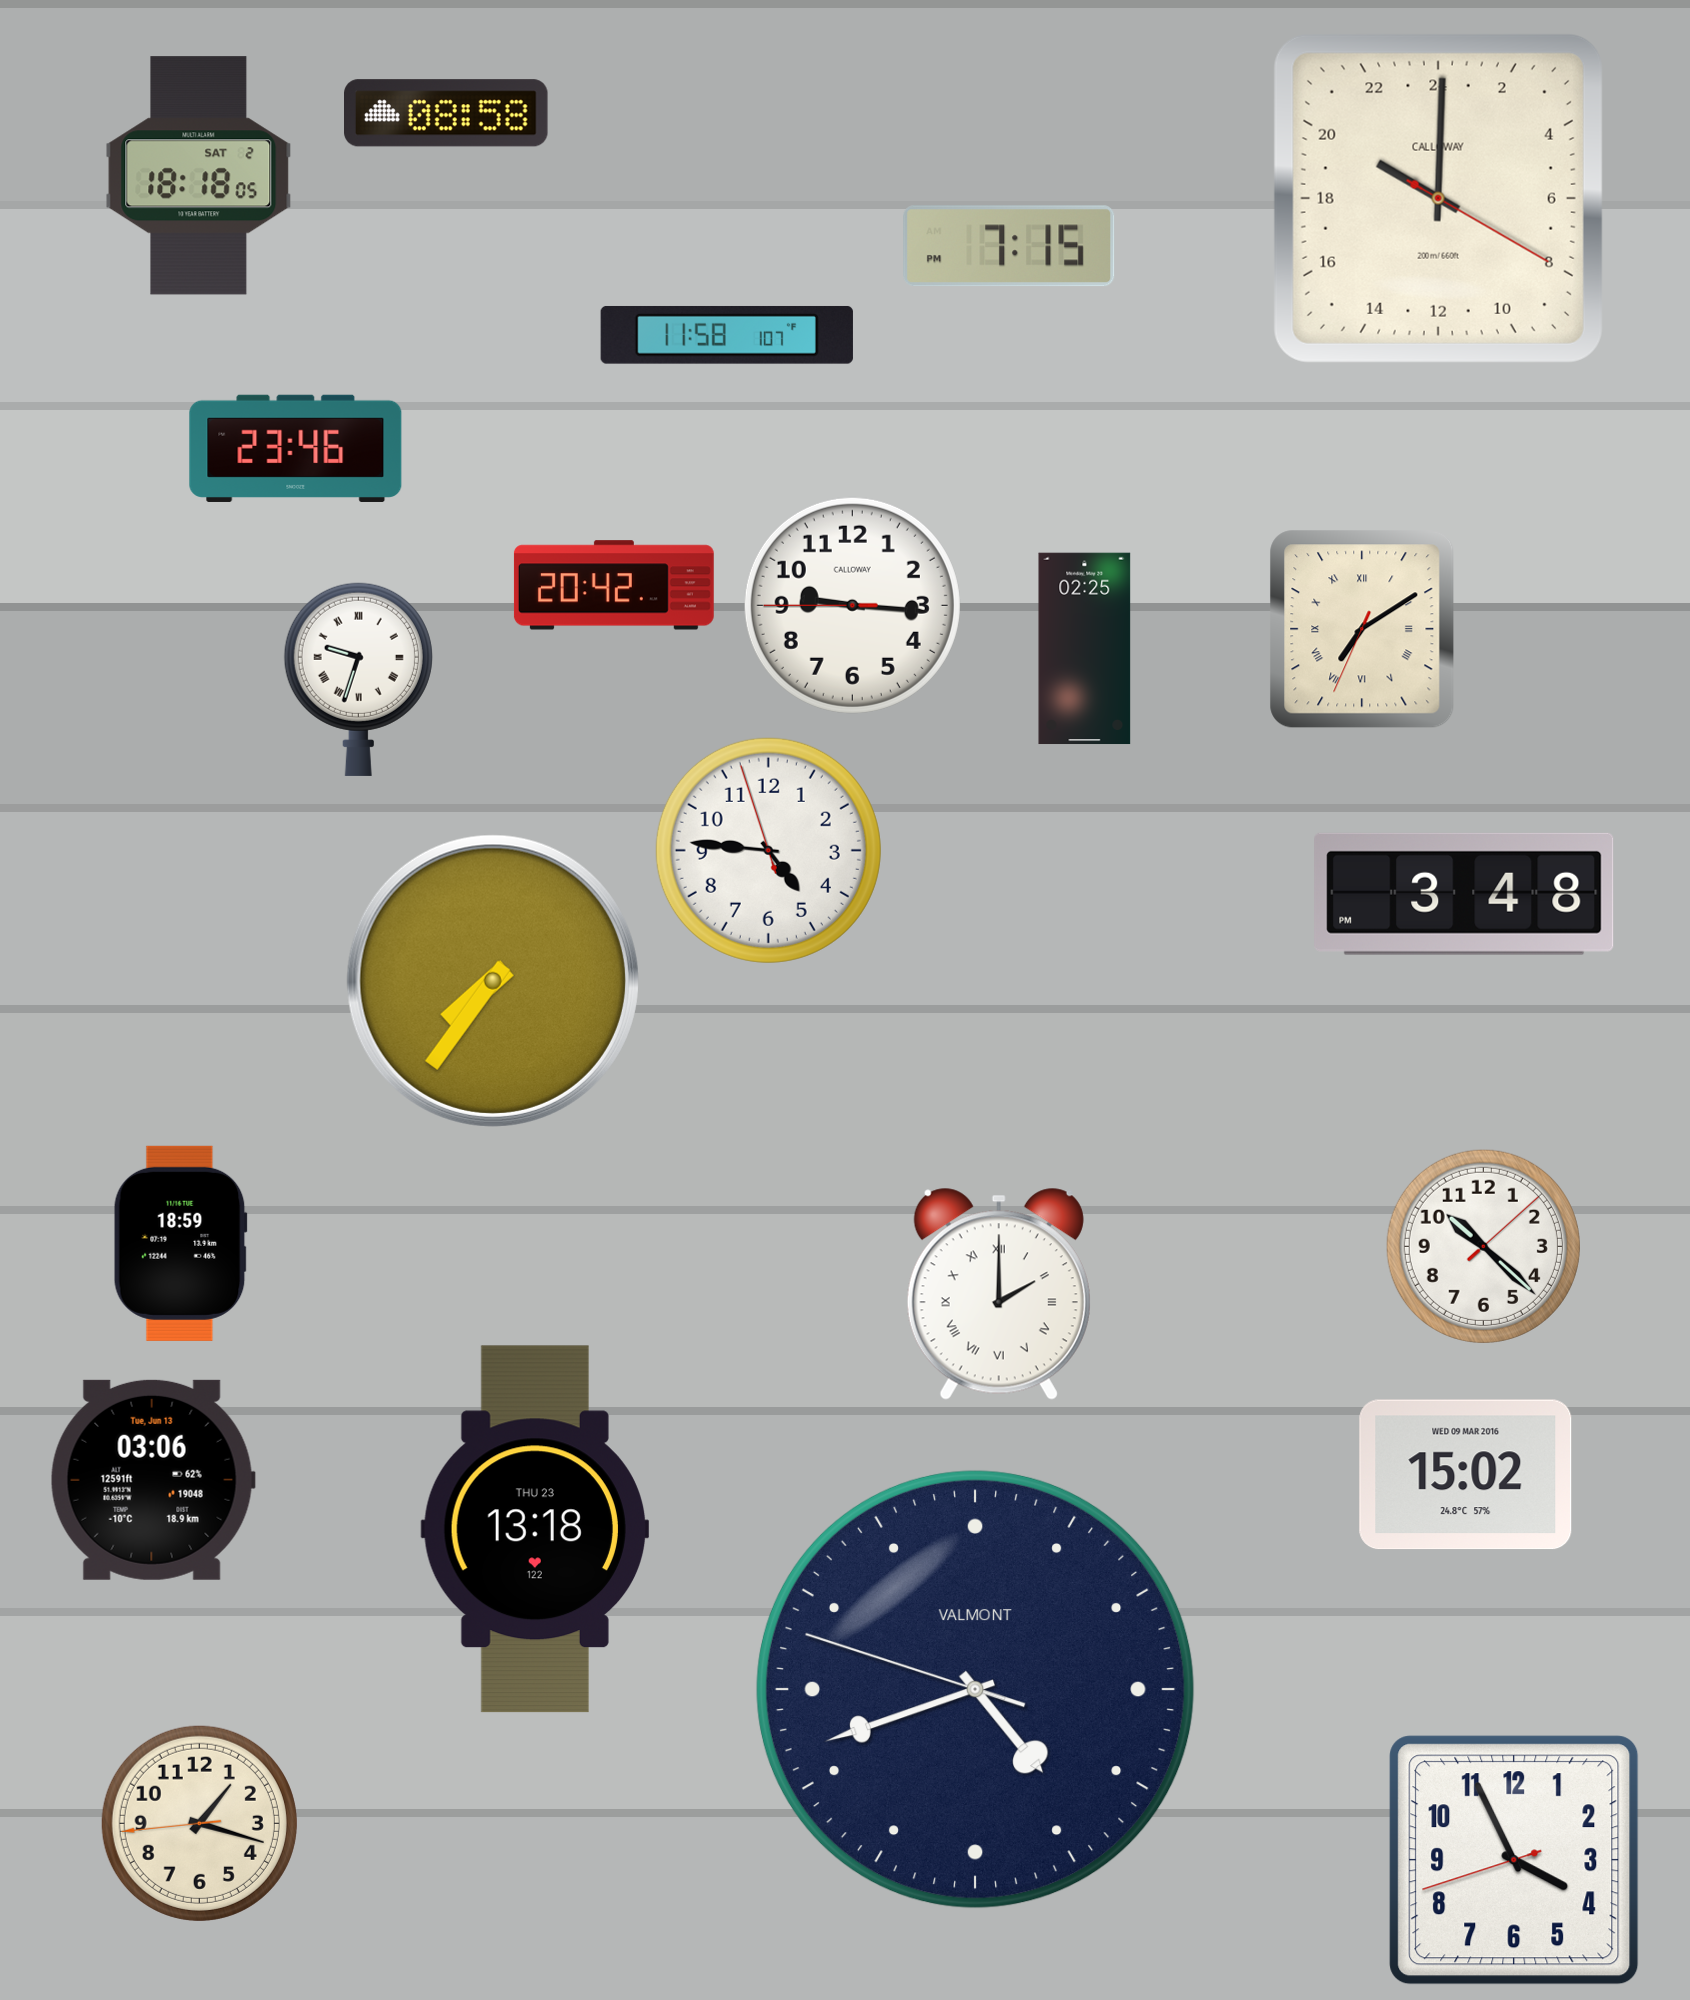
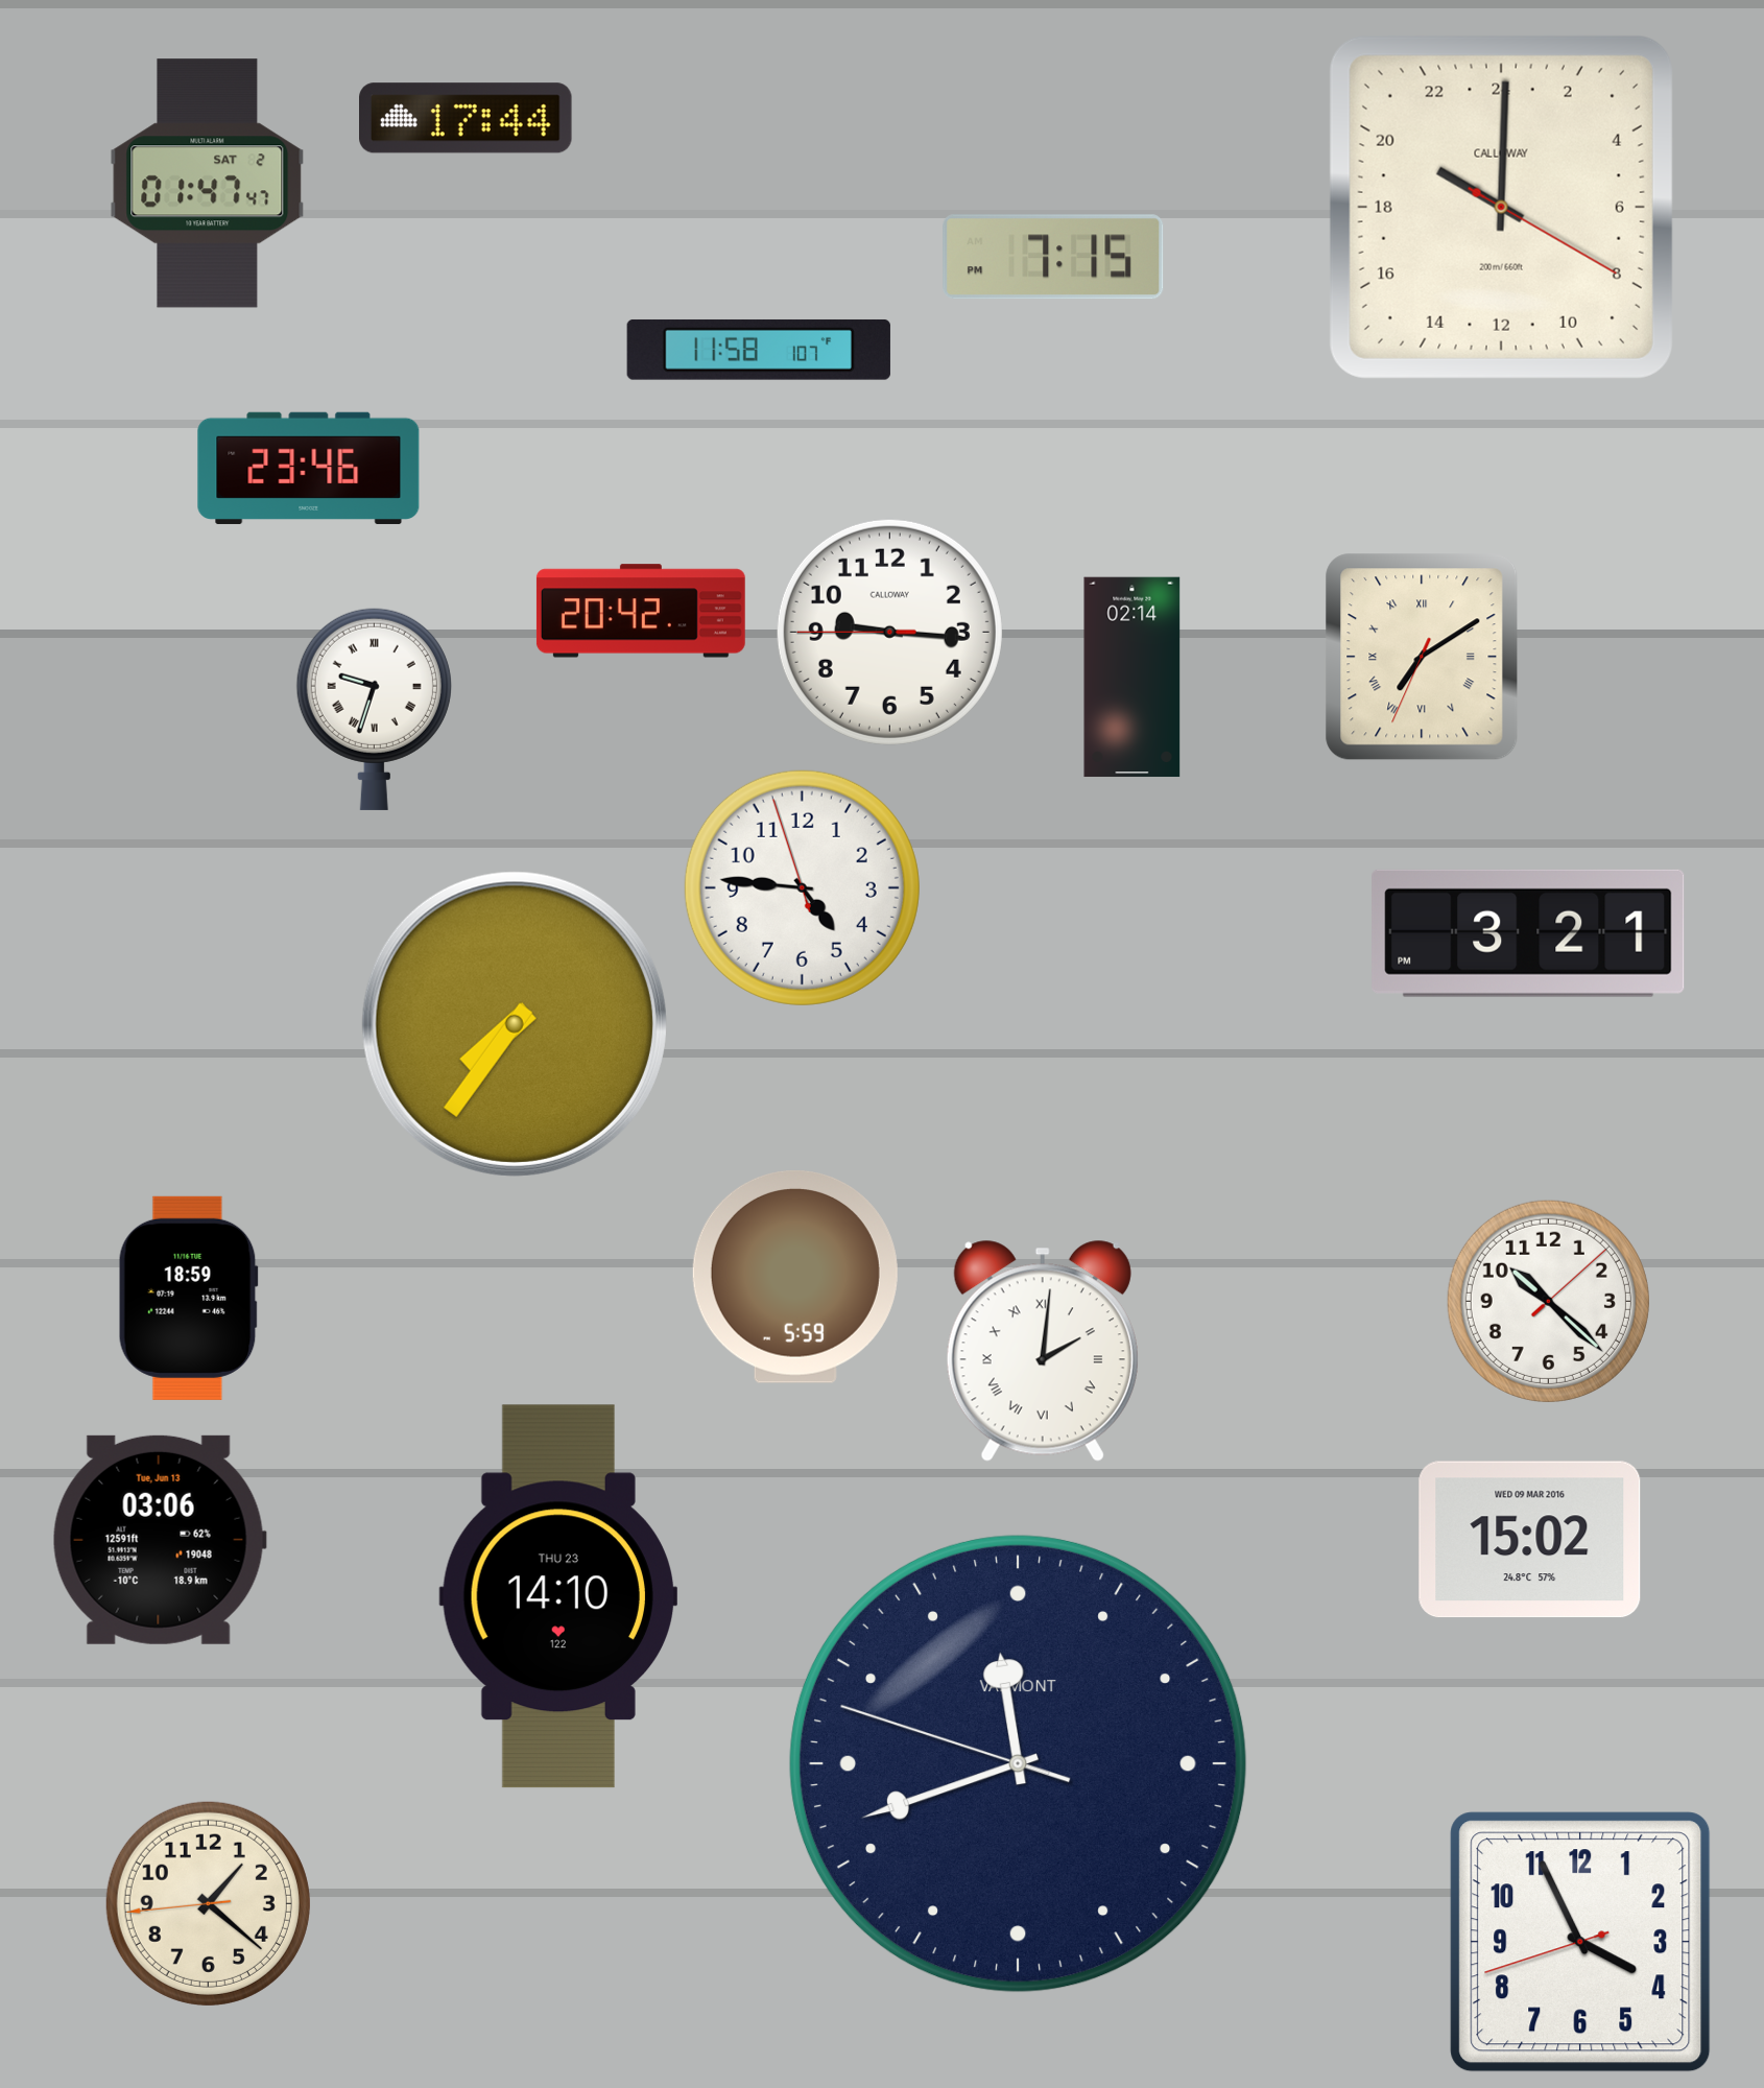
clock at (447, 113): 08:58 -> 17:44
clock at (199, 176): 18:18 -> 01:47
clock at (1085, 649): 02:25 -> 02:14
clock at (1464, 894): 3:48 -> 3:21
clock at (795, 1277): none -> 5:59
clock at (999, 1294): 2:00 -> 2:01
clock at (153, 1480) position: (153, 1480) -> (160, 1540)
clock at (534, 1529): 13:18 -> 14:10
clock at (975, 1689): 4:41 -> 11:41
clock at (199, 1823): 1:17 -> 1:21
